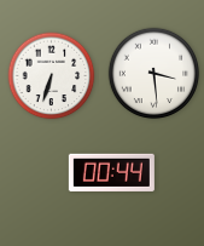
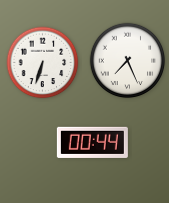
clock at (155, 74): 3:29 -> 7:26
